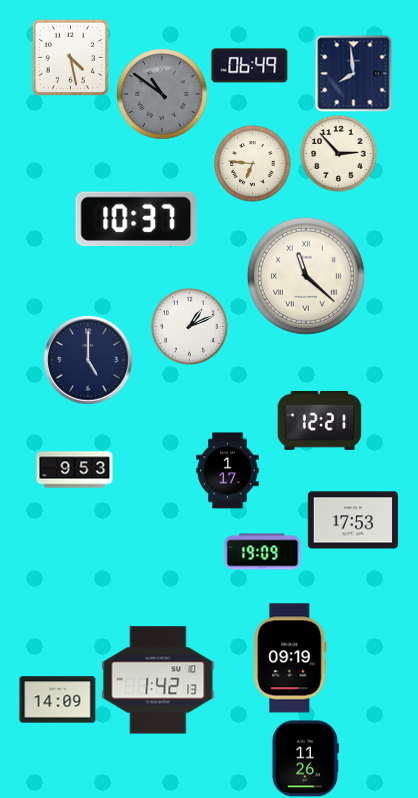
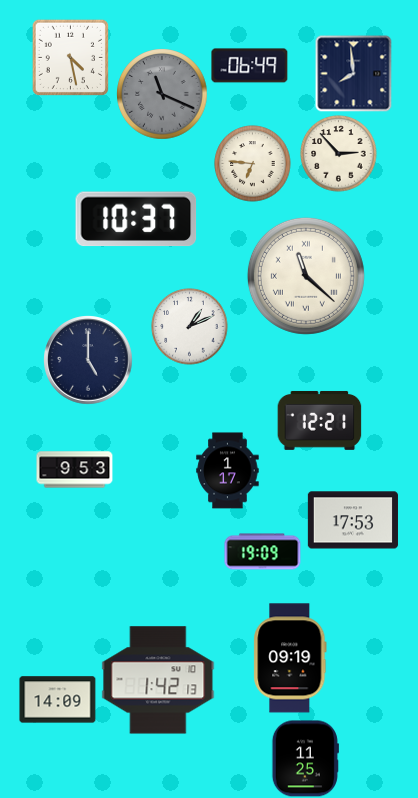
clock at (162, 94): 10:51 -> 11:19
clock at (305, 759): 11:26 -> 11:25
